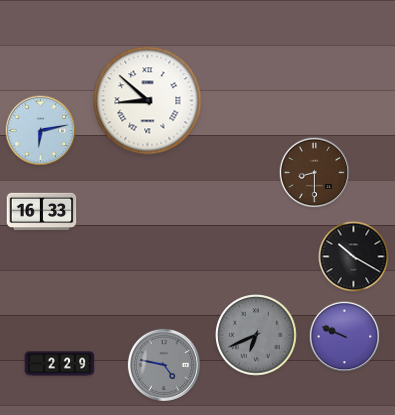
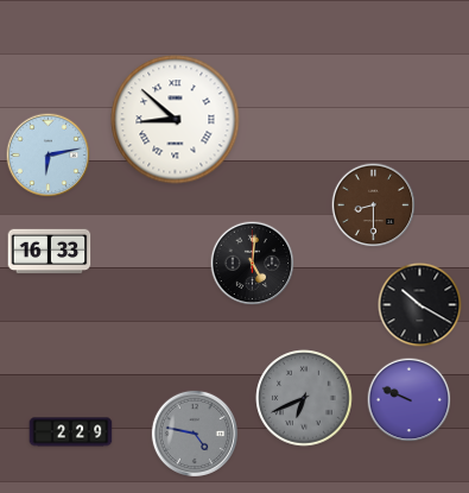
clock at (253, 264): none -> 5:01
